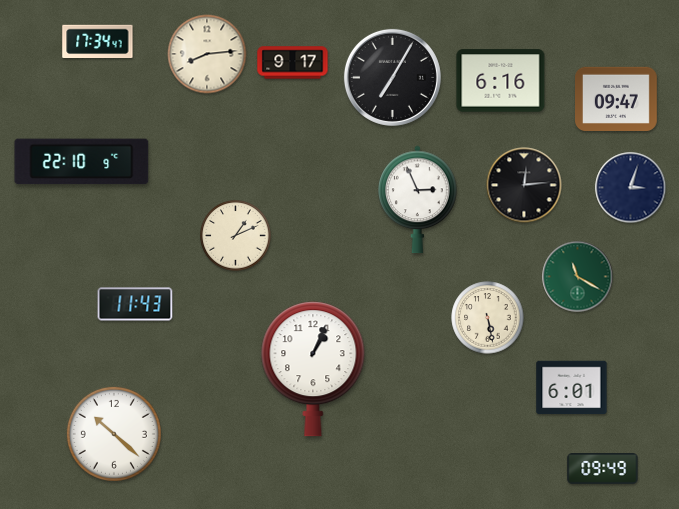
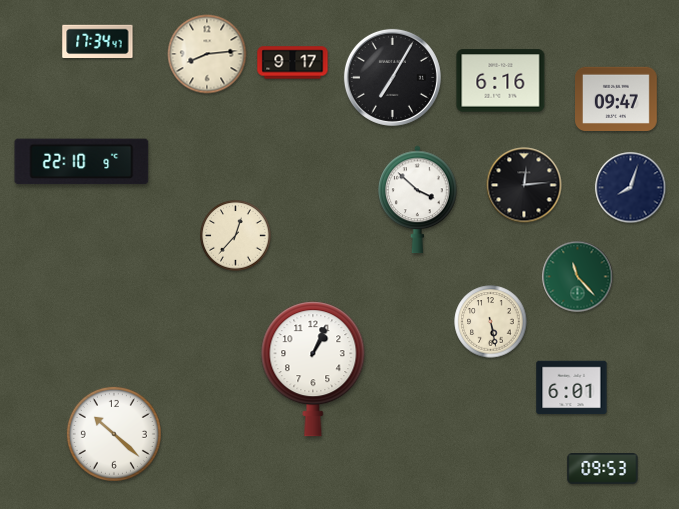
clock at (631, 188): 3:03 -> 8:03
clock at (418, 200): 2:56 -> 3:52
clock at (236, 236): 1:11 -> 12:37
clock at (578, 277): 11:20 -> 11:23
clock at (135, 304): 11:43 -> none
clock at (488, 318) position: (488, 318) -> (491, 322)
clock at (603, 469): 09:49 -> 09:53
